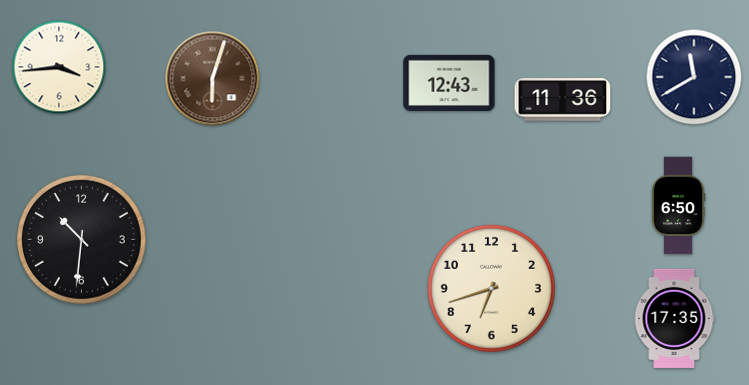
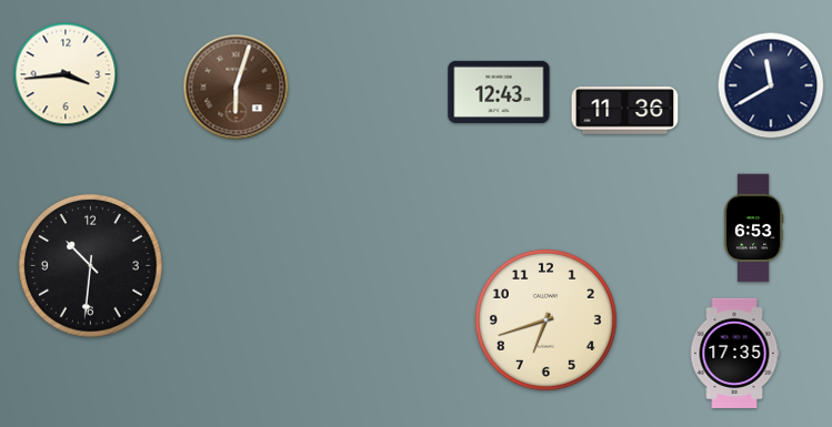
clock at (678, 206): 6:50 -> 6:53
clock at (674, 318) position: (674, 318) -> (734, 353)
